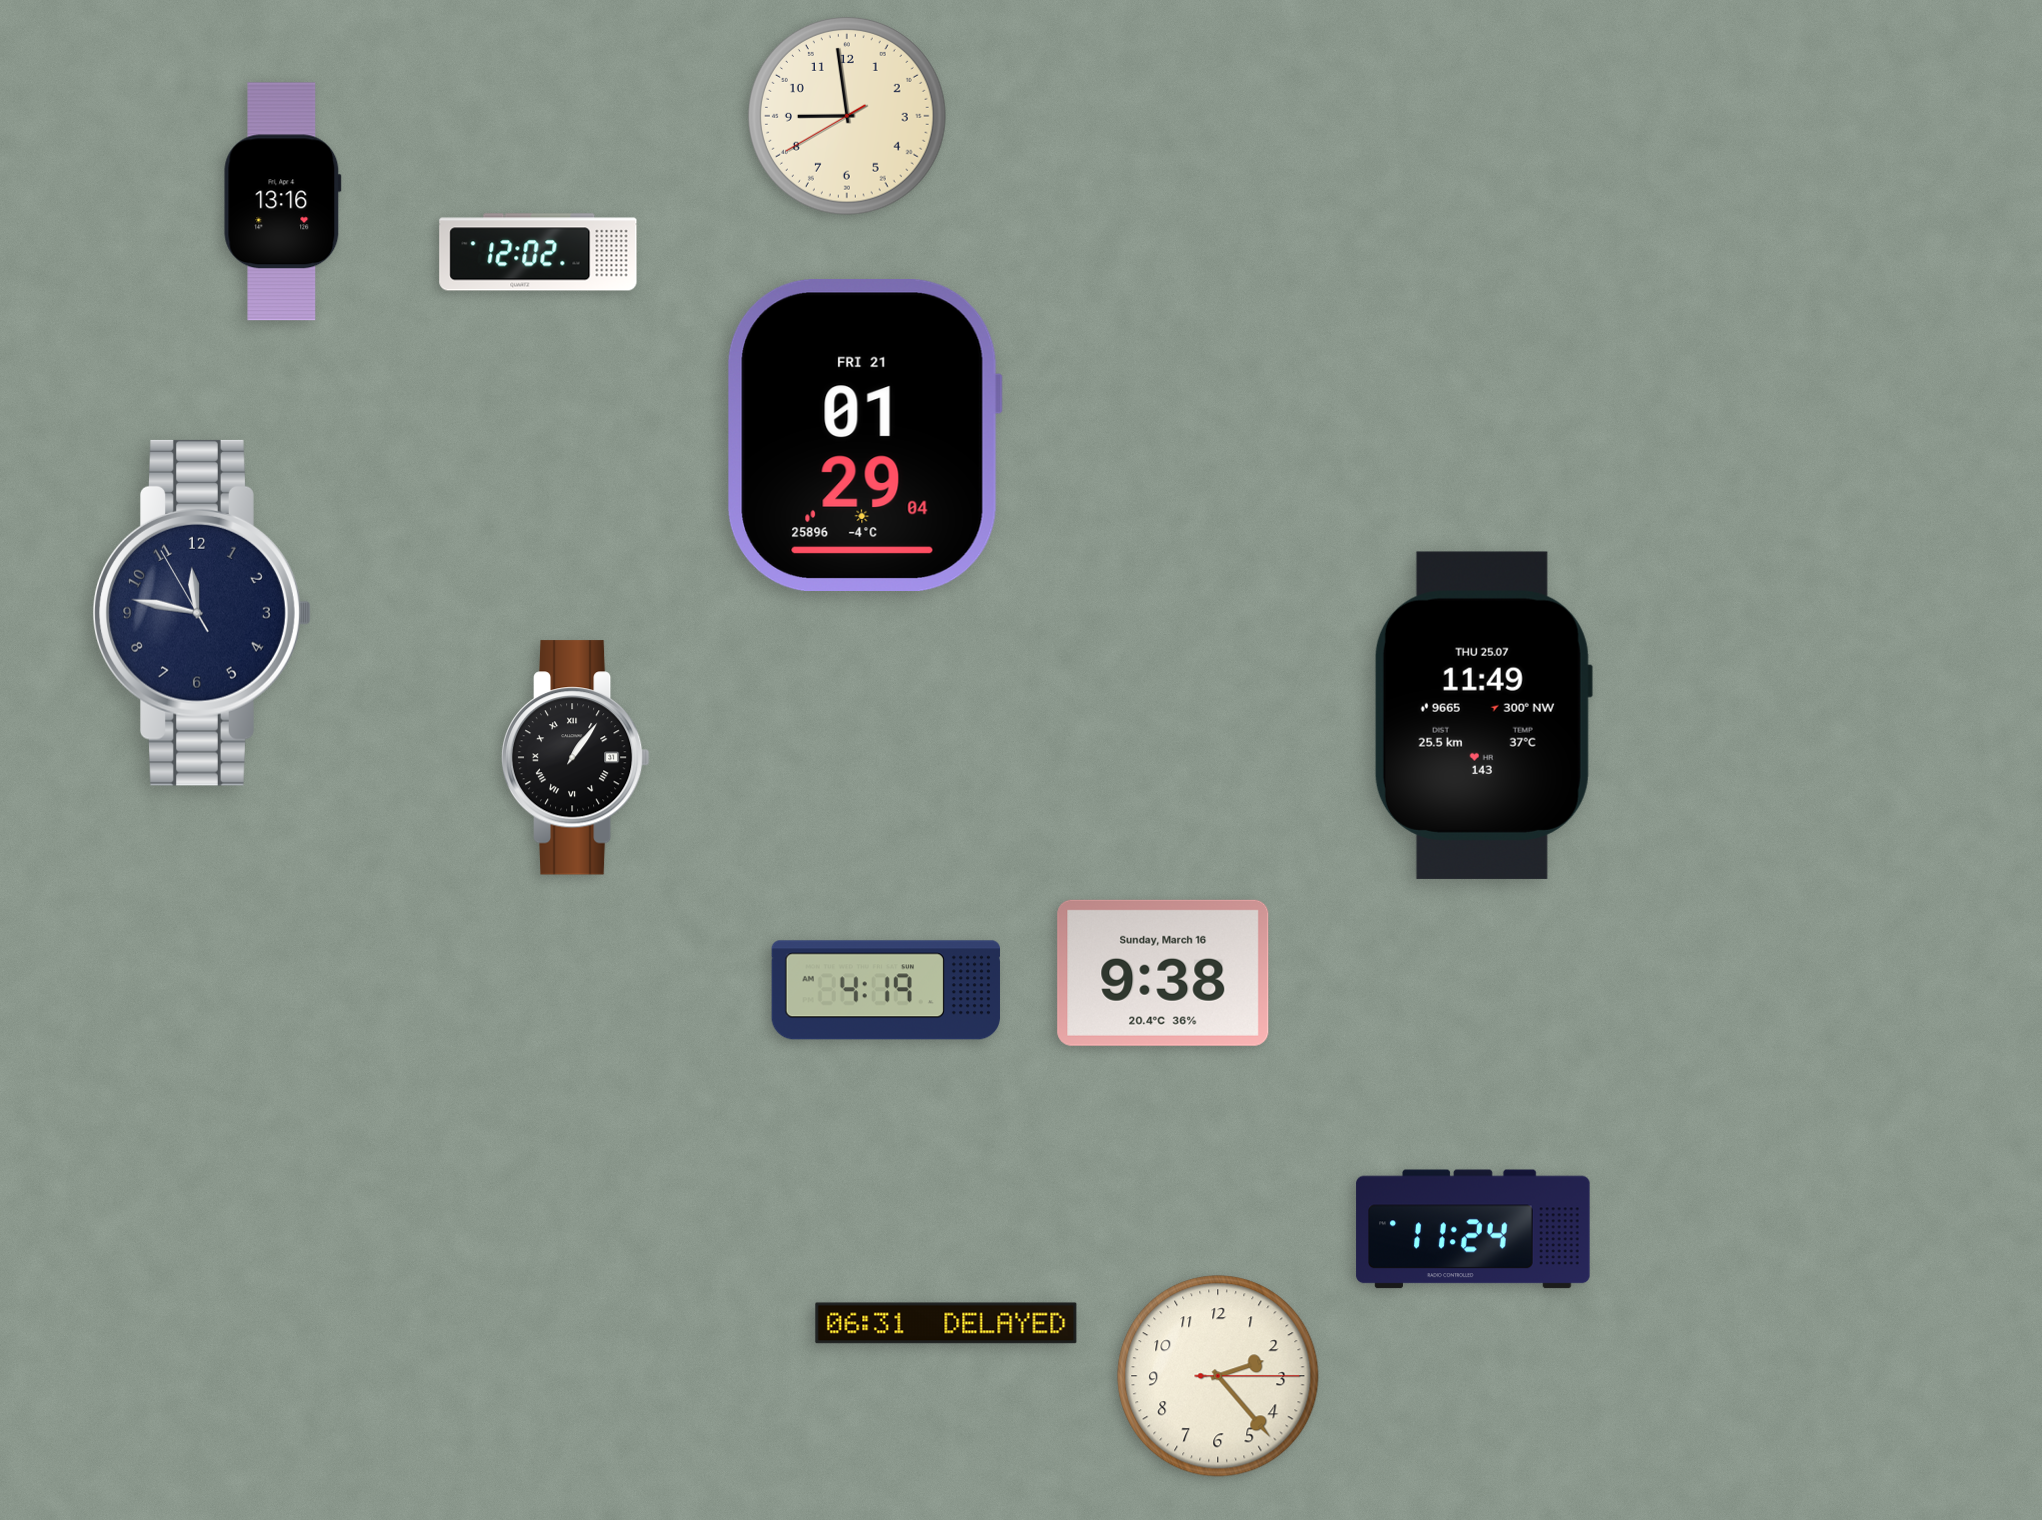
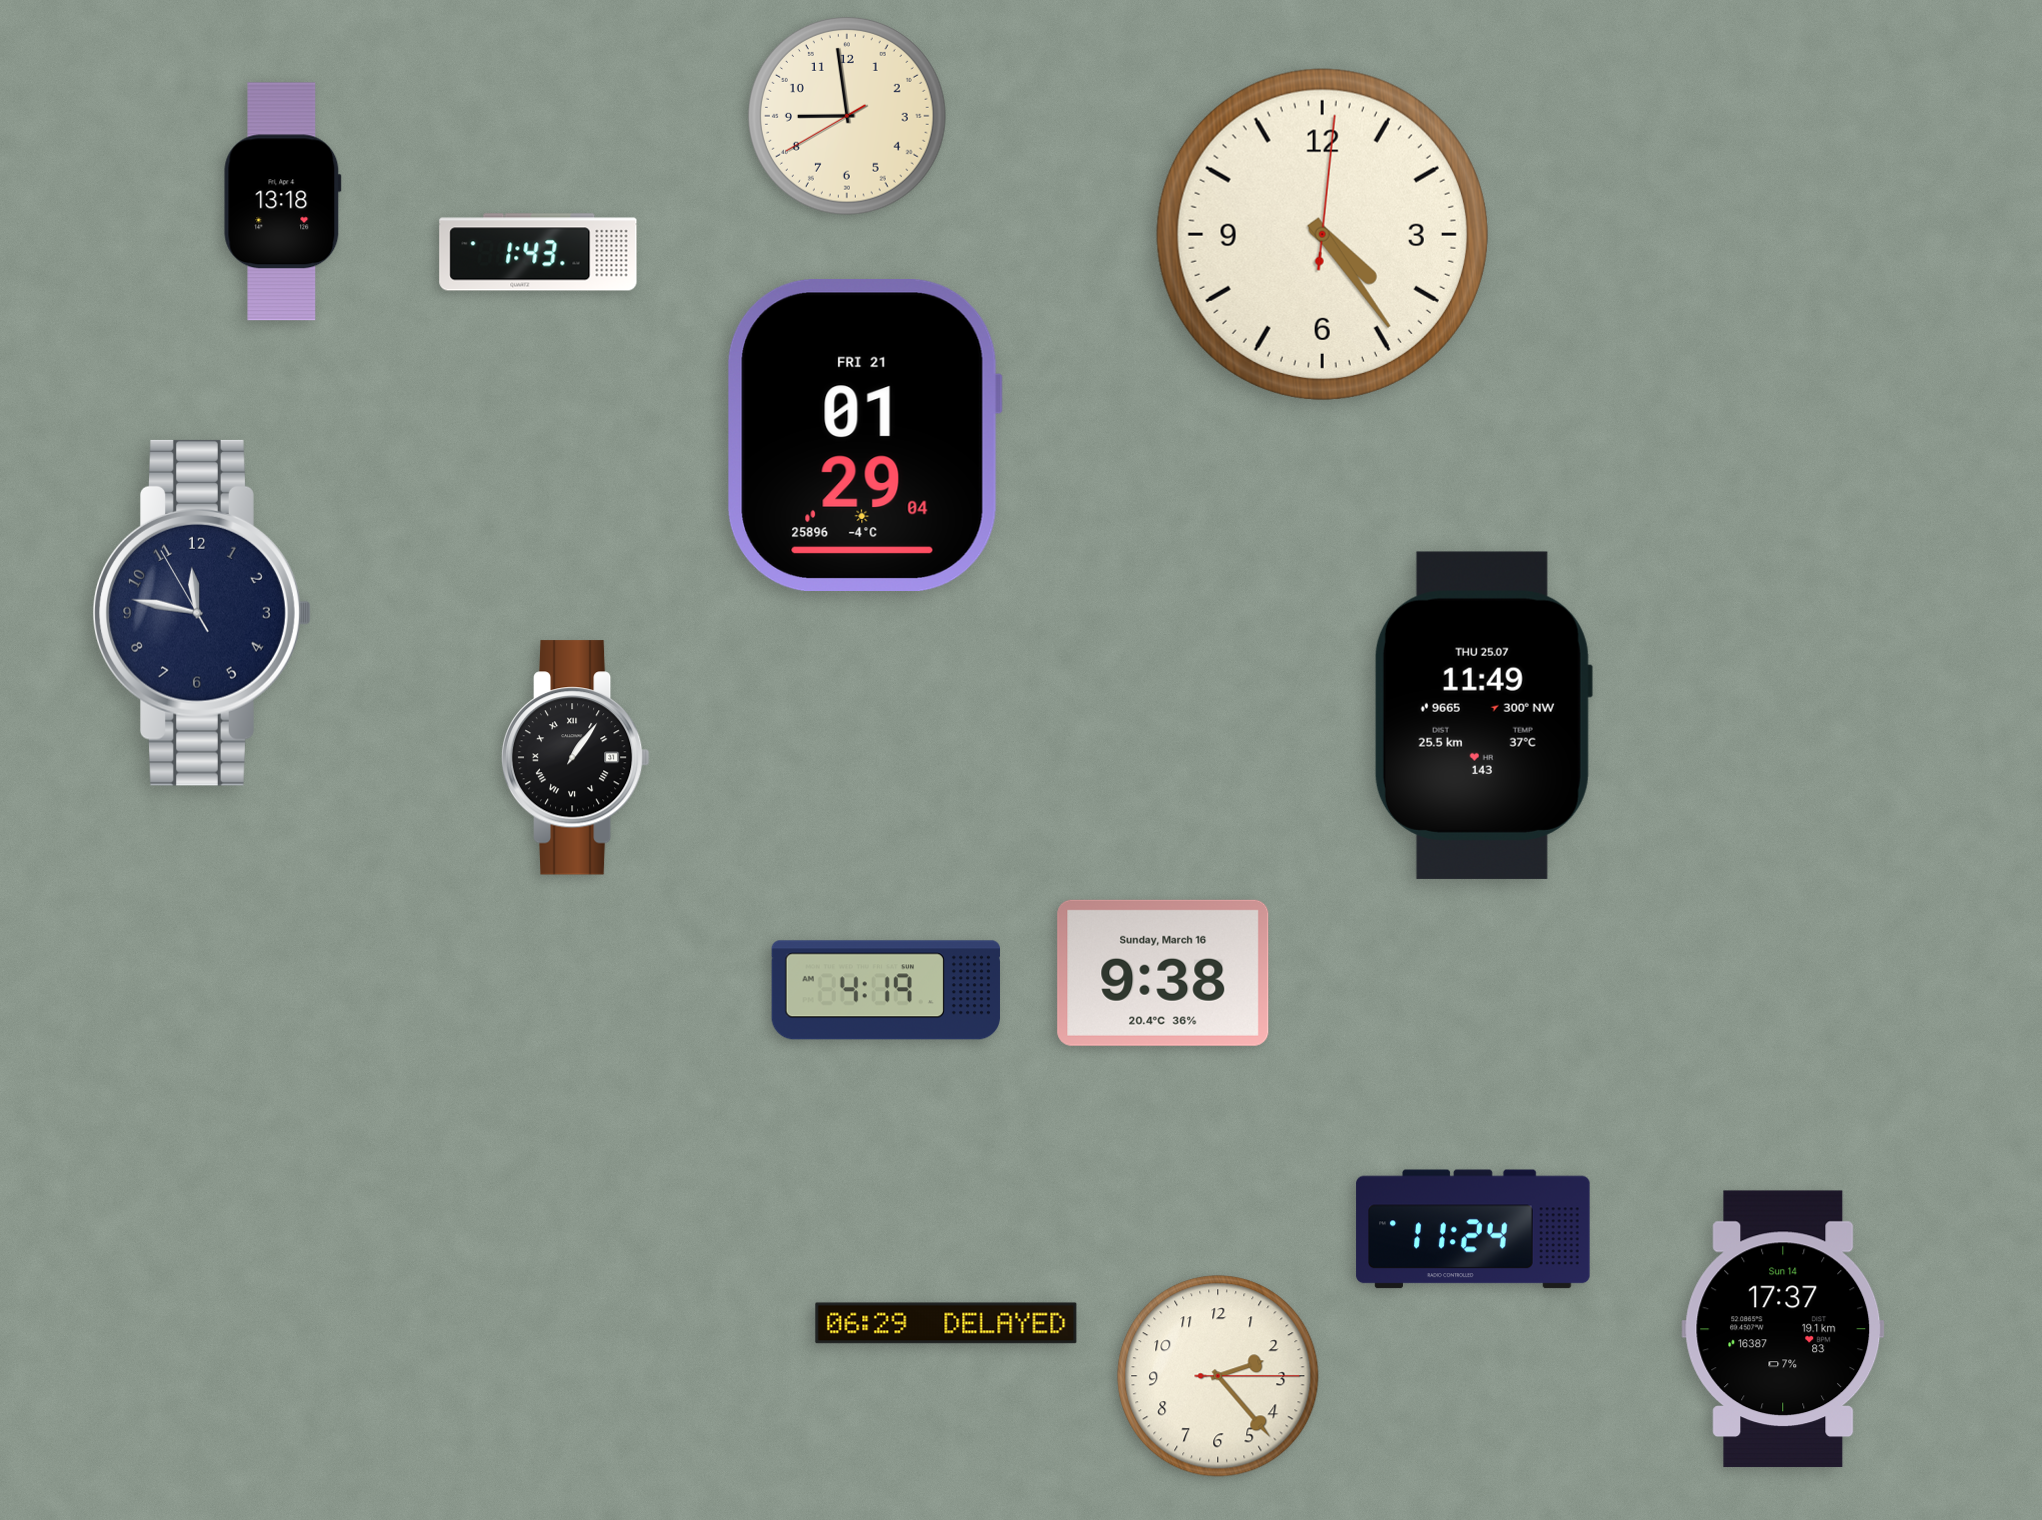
clock at (283, 202): 13:16 -> 13:18
clock at (1322, 234): none -> 4:24
clock at (538, 252): 12:02 -> 1:43
clock at (946, 1323): 06:31 -> 06:29
clock at (1783, 1329): none -> 17:37
